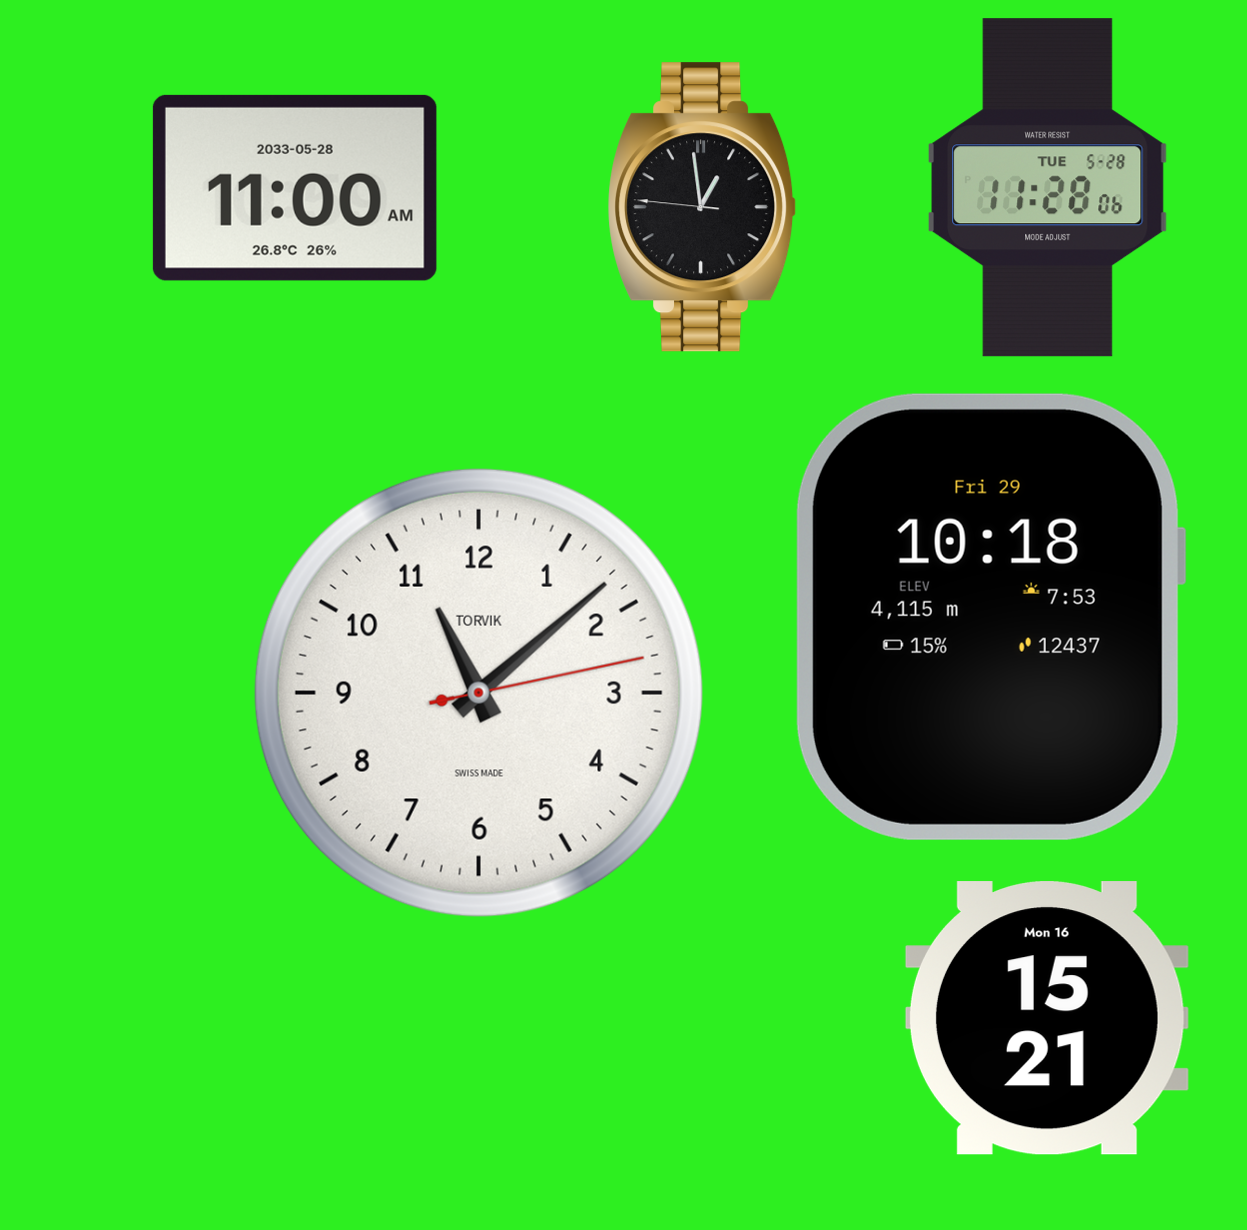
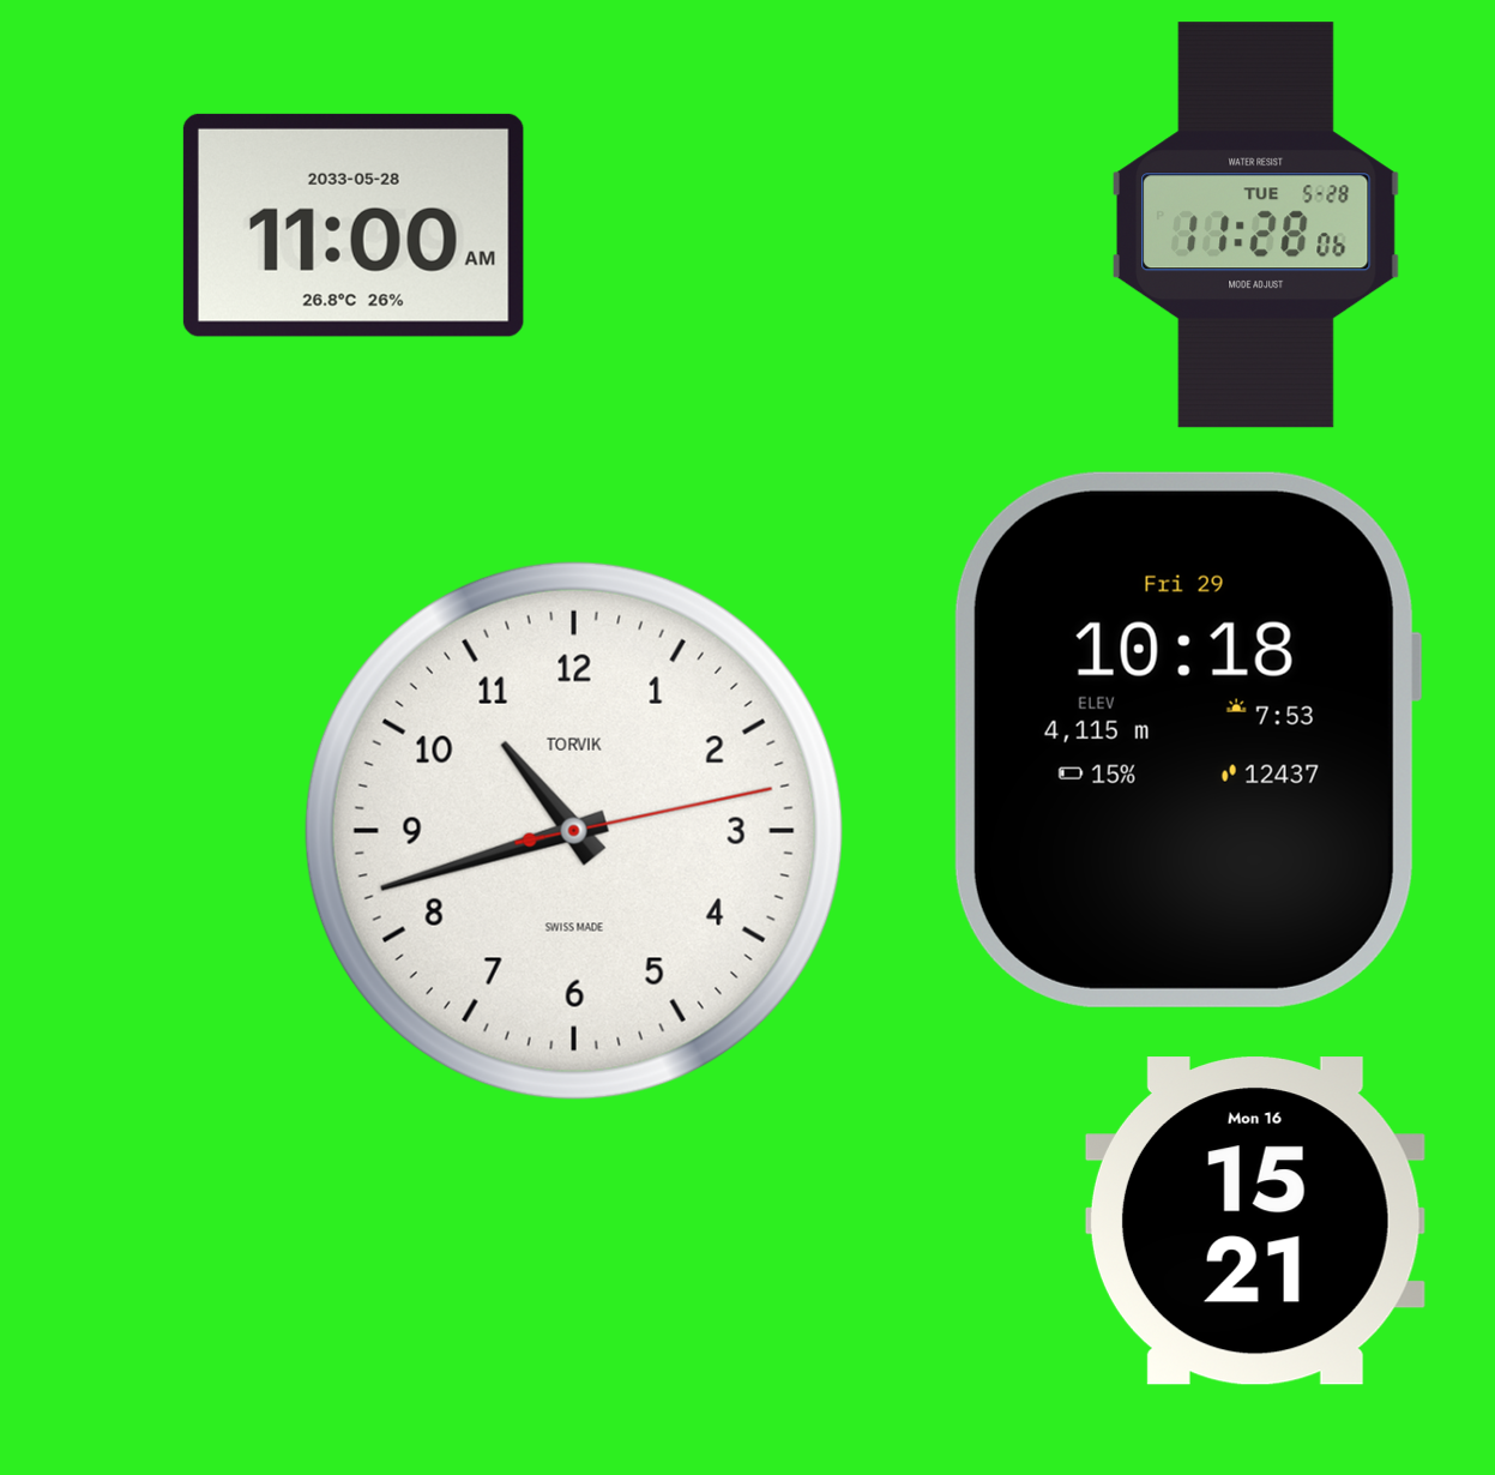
clock at (702, 207): 12:58 -> none
clock at (479, 693): 11:08 -> 10:42
